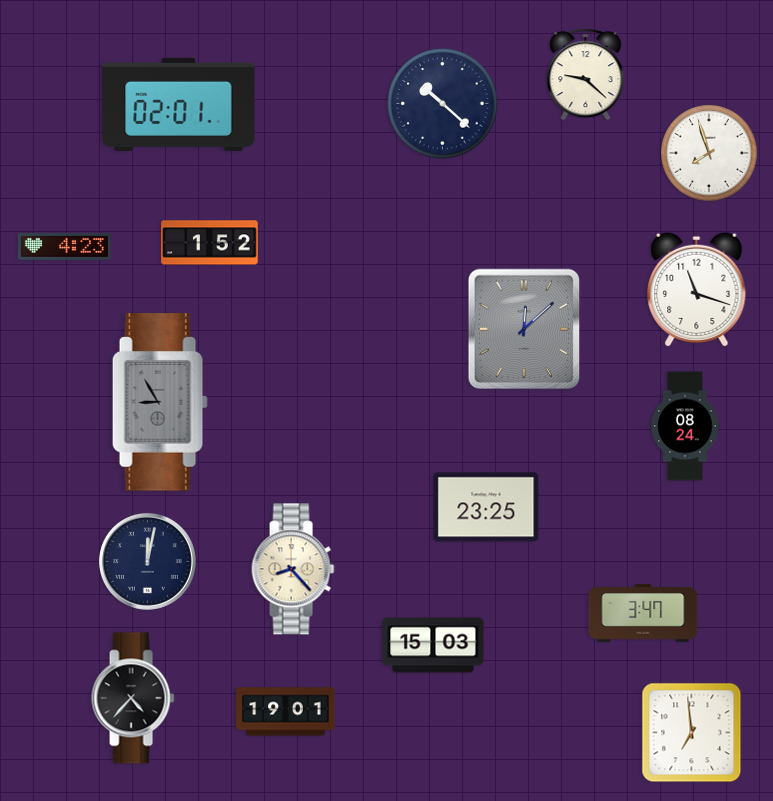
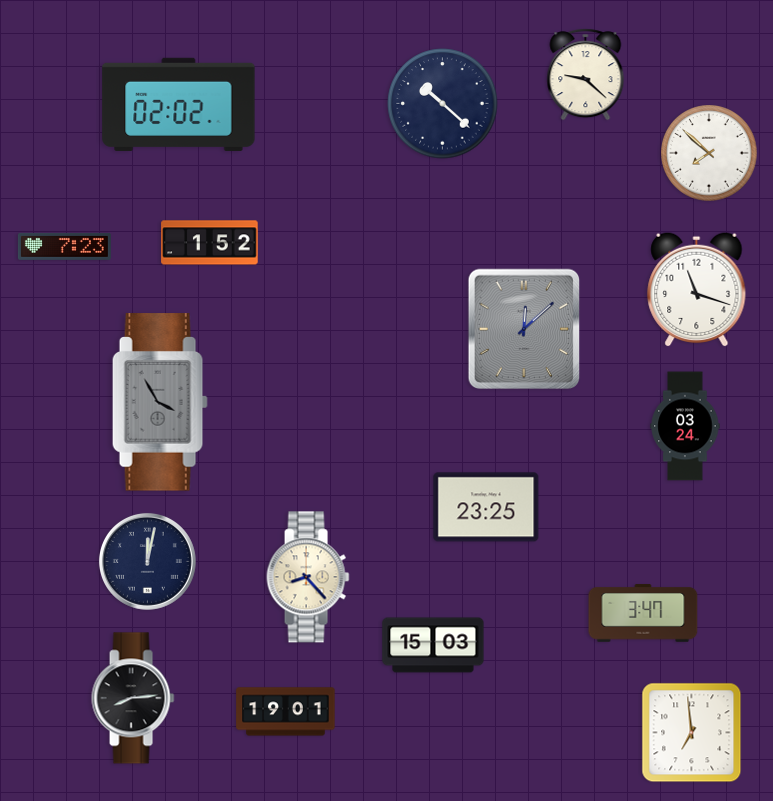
clock at (179, 104): 02:01 -> 02:02
clock at (709, 153): 7:57 -> 7:52
clock at (64, 246): 4:23 -> 7:23
clock at (160, 402): 8:55 -> 3:55
clock at (685, 426): 08:24 -> 03:24
clock at (293, 569) position: (293, 569) -> (308, 577)
clock at (133, 698): 4:37 -> 8:14
